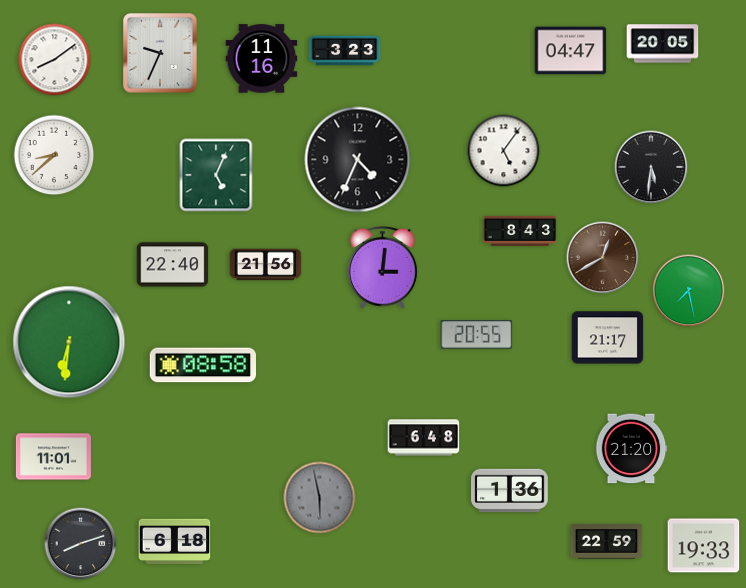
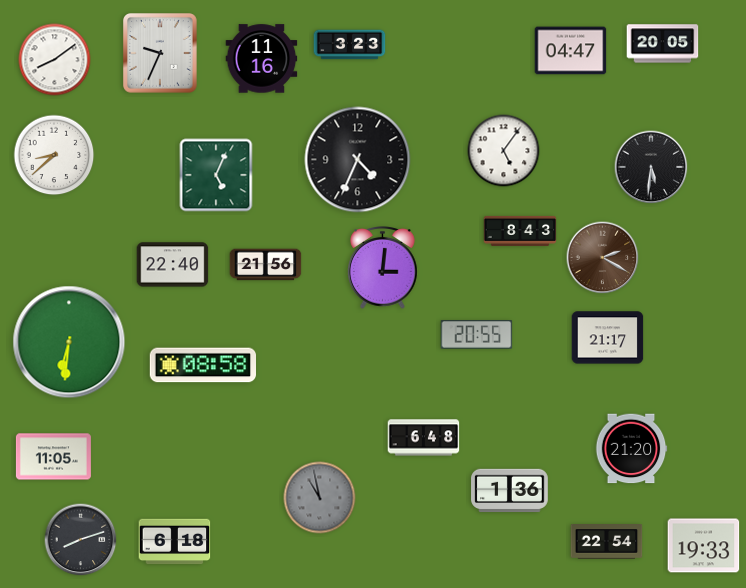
clock at (345, 51) position: (345, 51) -> (350, 45)
clock at (603, 258): 12:40 -> 2:20
clock at (689, 291): 7:28 -> none
clock at (53, 457): 11:01 -> 11:05
clock at (320, 498): 5:58 -> 10:58
clock at (607, 542): 22:59 -> 22:54
clock at (81, 544) position: (81, 544) -> (81, 540)
